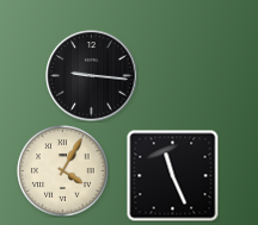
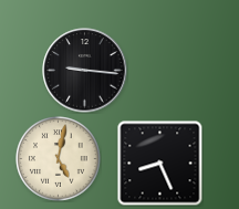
clock at (63, 171): 4:05 -> 5:02
clock at (172, 175): 11:26 -> 8:26
